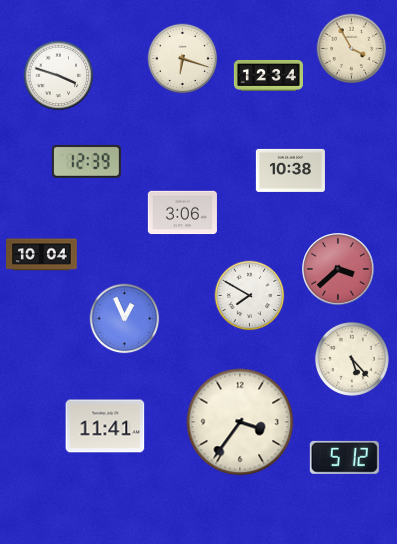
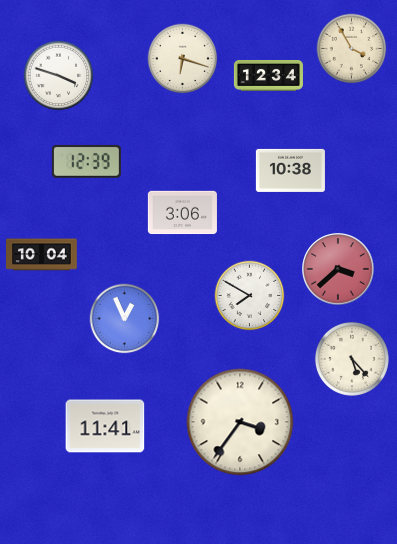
clock at (344, 457): 5:12 -> none
